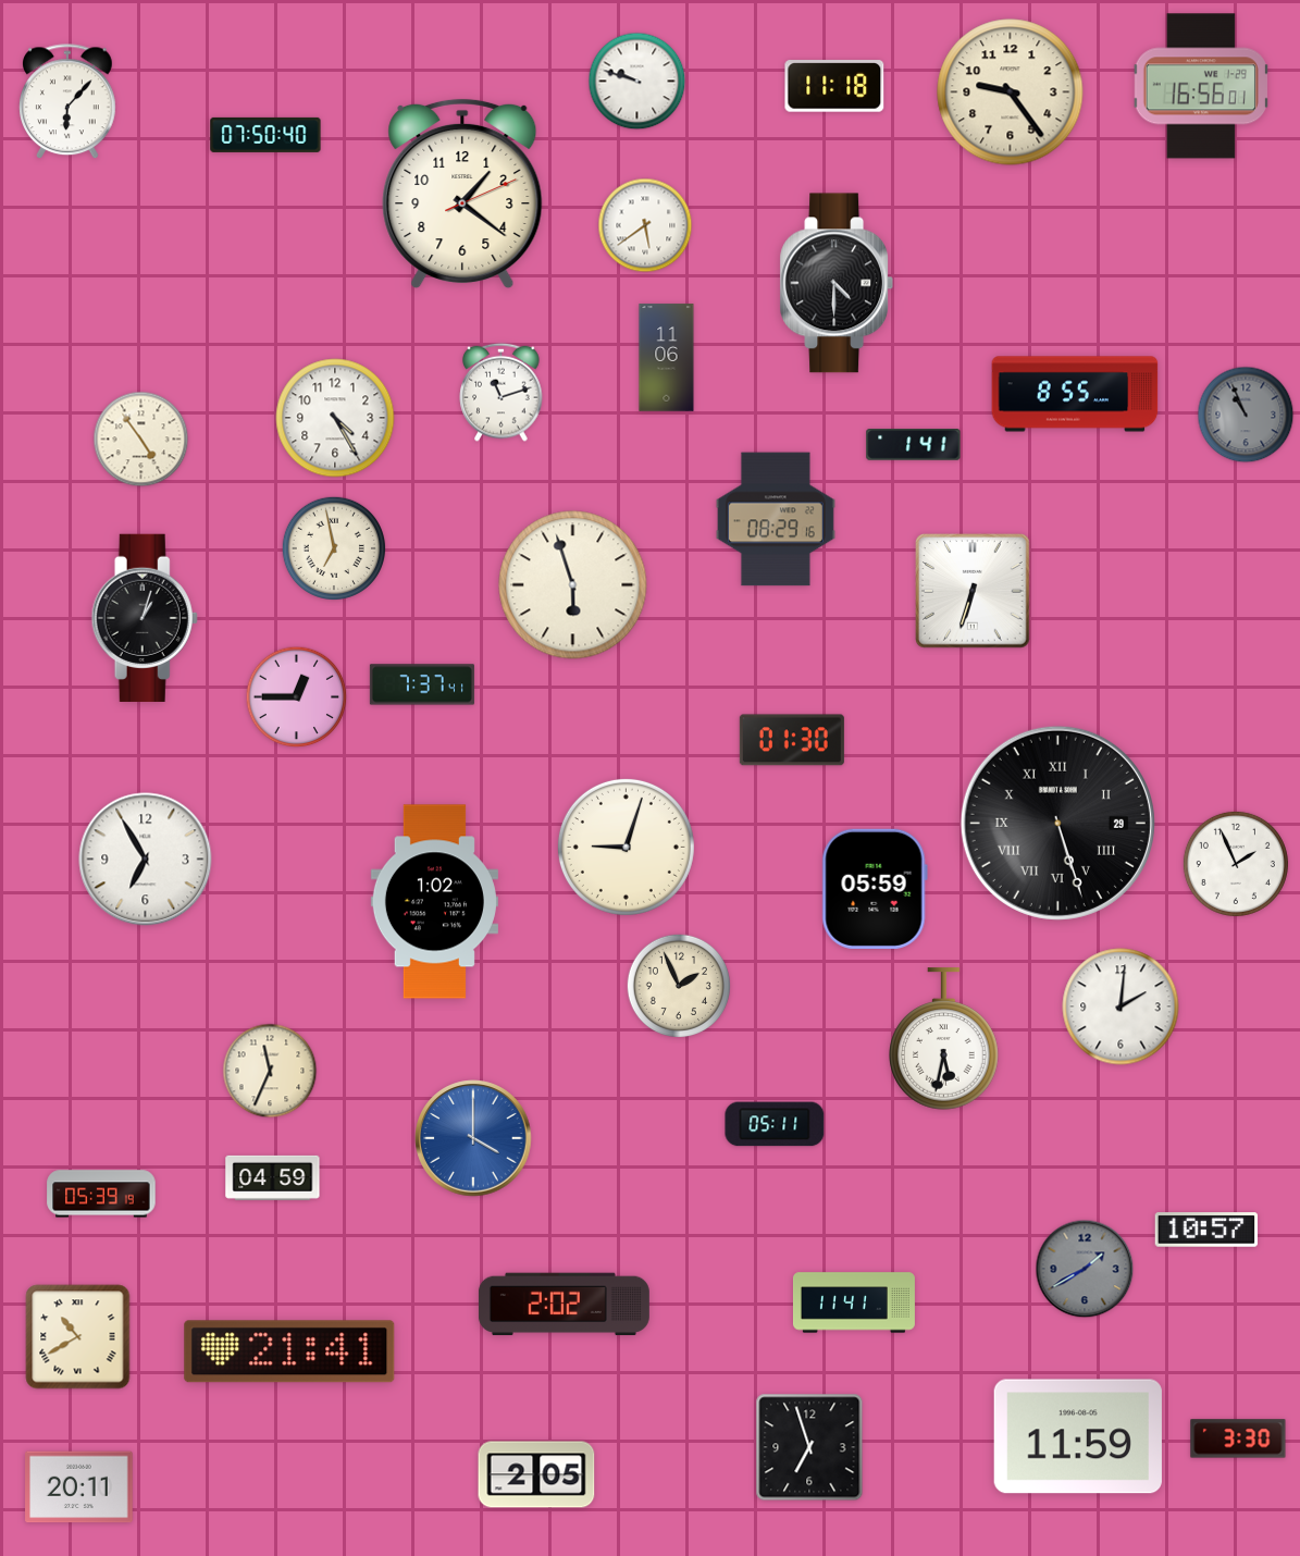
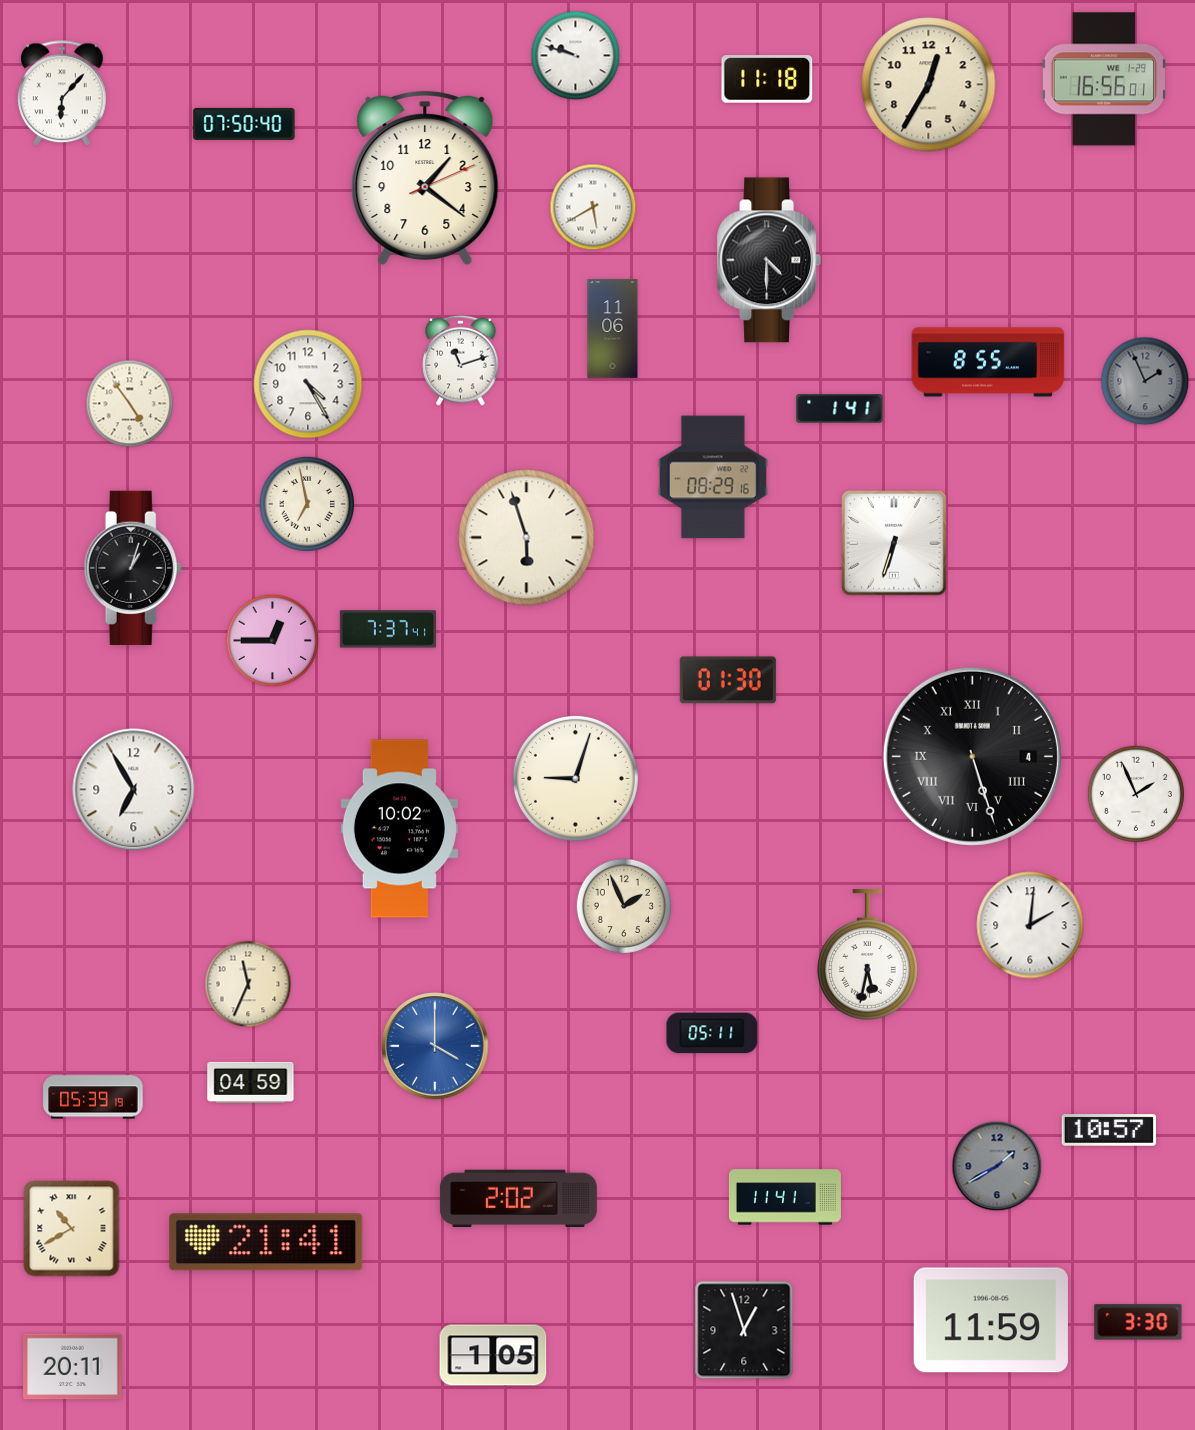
clock at (637, 82) position: (637, 82) -> (576, 56)
clock at (1011, 92): 9:24 -> 12:35
clock at (645, 225): 5:39 -> 5:40
clock at (1246, 415): 10:56 -> 1:56
clock at (1057, 823) date: 29 -> 4
clock at (875, 889): 05:59 -> none
clock at (434, 902): 1:02 -> 10:02
clock at (809, 1447): 6:57 -> 12:57
clock at (536, 1474): 2:05 -> 1:05
